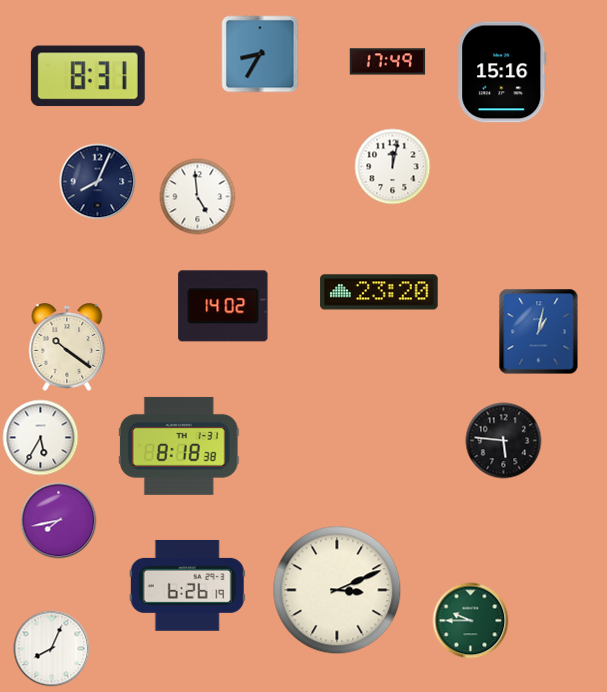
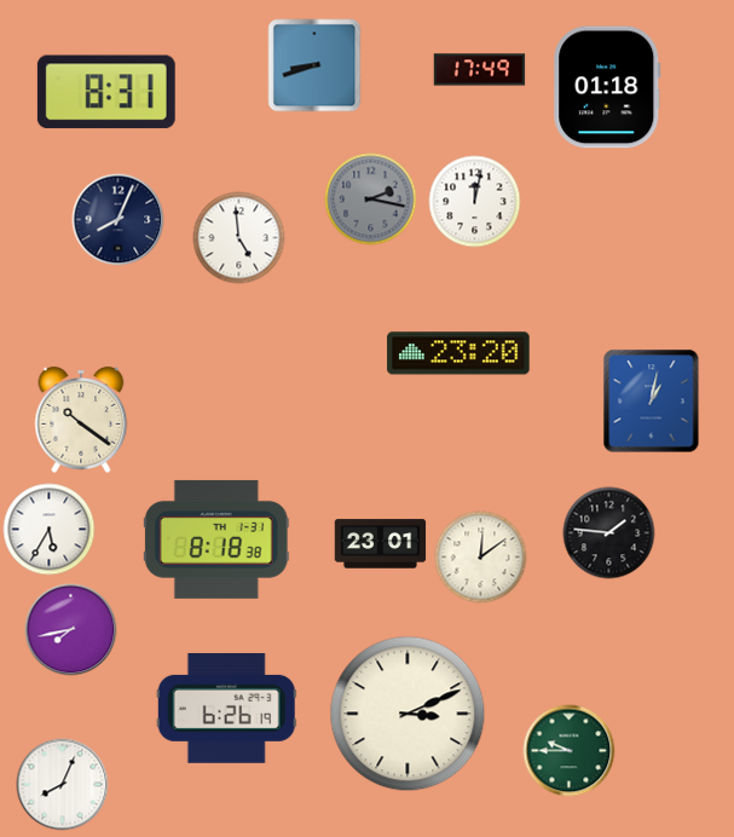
clock at (260, 54): 8:35 -> 8:42
clock at (388, 62) position: (388, 62) -> (480, 70)
clock at (502, 72): 15:16 -> 01:18
clock at (371, 200): none -> 2:17
clock at (223, 306): 14:02 -> none
clock at (504, 441): 5:46 -> 1:46
clock at (381, 544): none -> 23:01
clock at (481, 558): none -> 12:09
